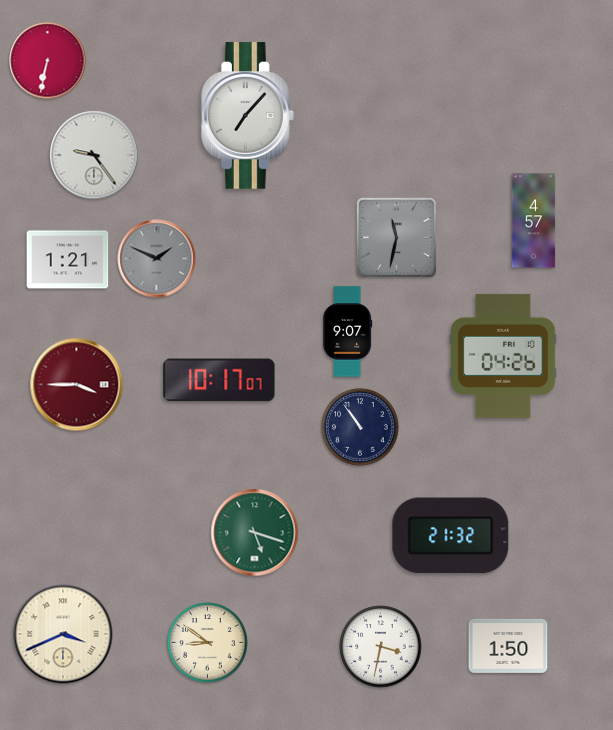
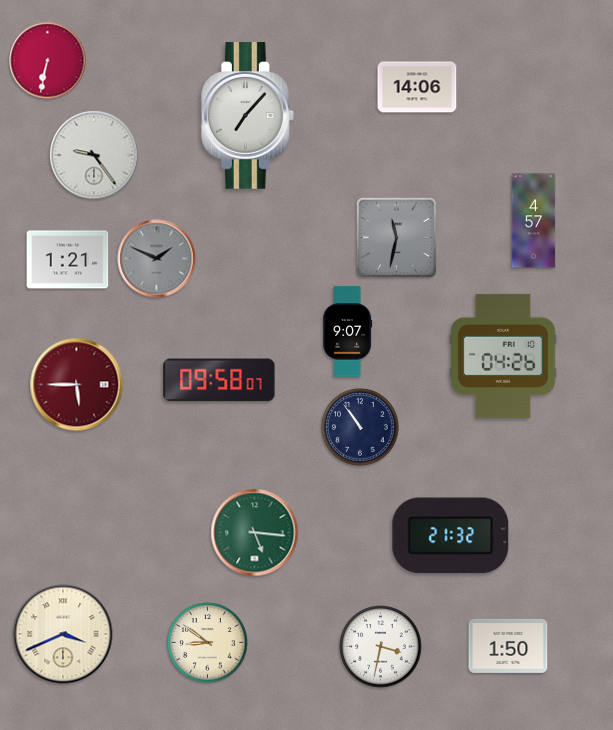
clock at (417, 87): none -> 14:06
clock at (219, 380): 10:17 -> 09:58
clock at (77, 385): 3:45 -> 5:45
clock at (255, 533): 5:18 -> 5:16
